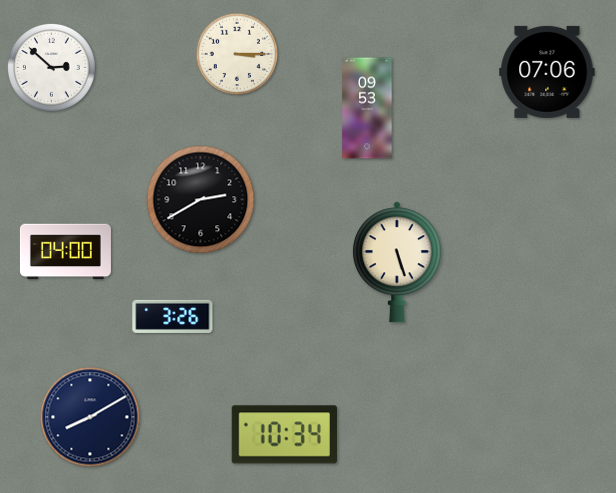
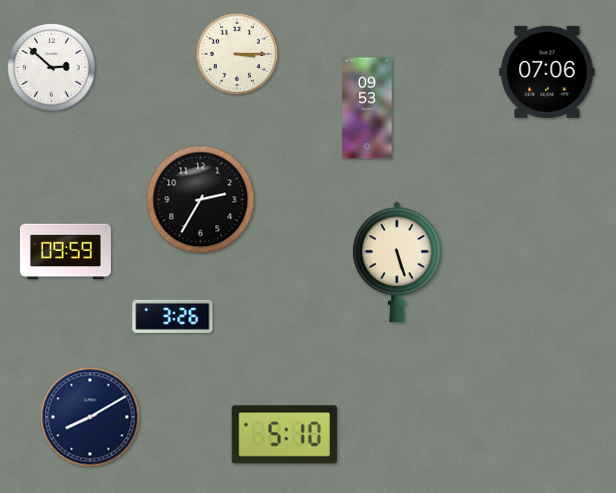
clock at (201, 200): 2:40 -> 2:35
clock at (65, 252): 04:00 -> 09:59
clock at (284, 435): 10:34 -> 5:10
